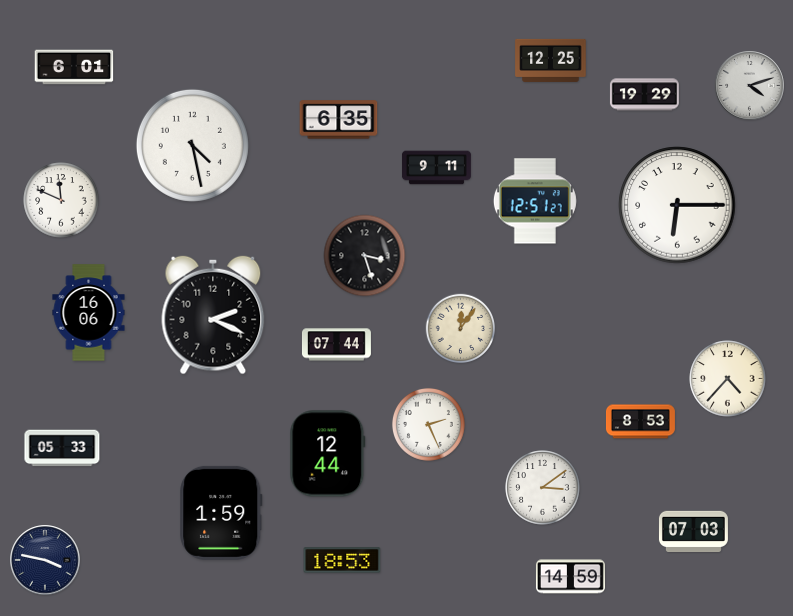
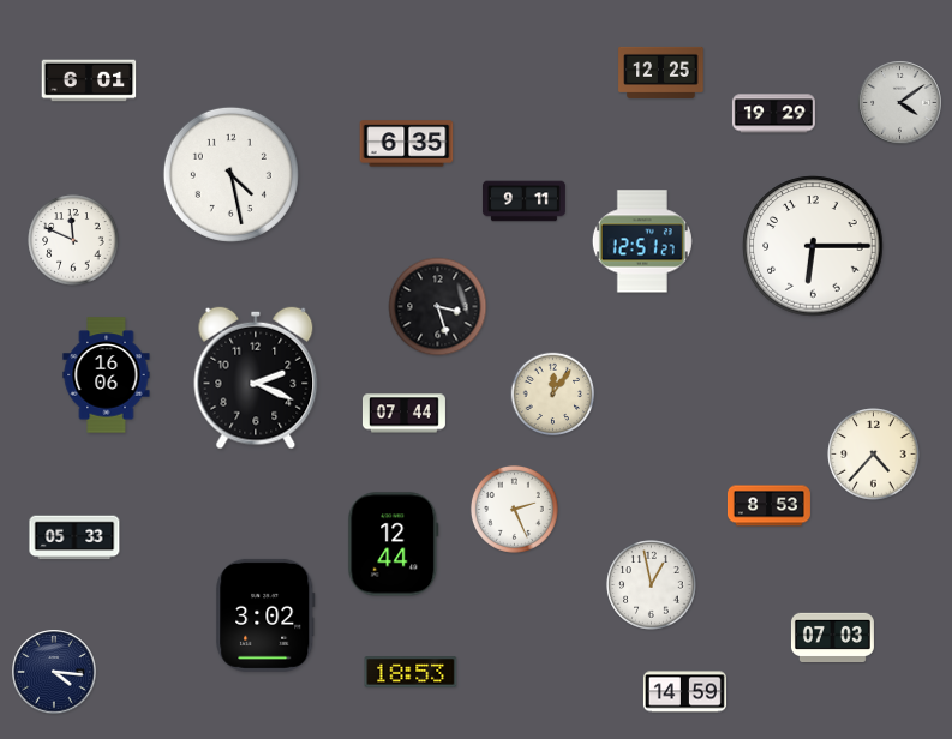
clock at (750, 86): 4:12 -> 4:09
clock at (543, 488): 3:09 -> 12:58
clock at (221, 513): 1:59 -> 3:02
clock at (45, 560): 3:47 -> 4:16
